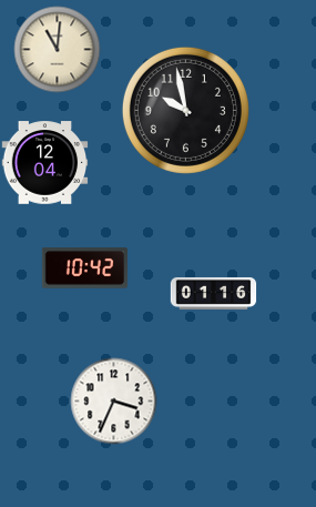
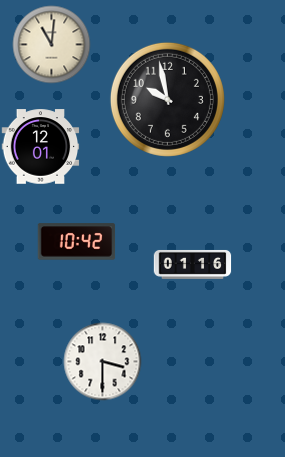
clock at (44, 163): 12:04 -> 12:01
clock at (113, 400): 3:34 -> 3:30
